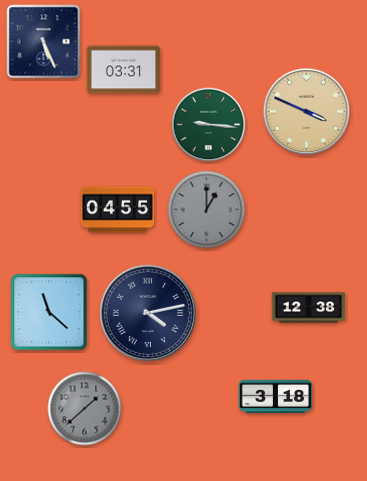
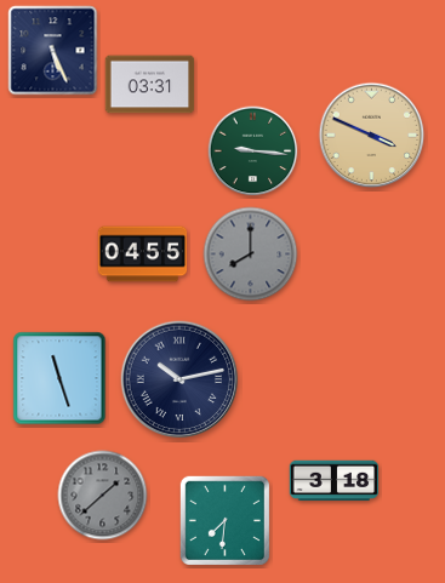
clock at (207, 210): 1:00 -> 8:00
clock at (309, 308): 12:38 -> none
clock at (49, 312): 11:22 -> 11:27
clock at (148, 313): 4:13 -> 10:13
clock at (224, 520): none -> 7:31
